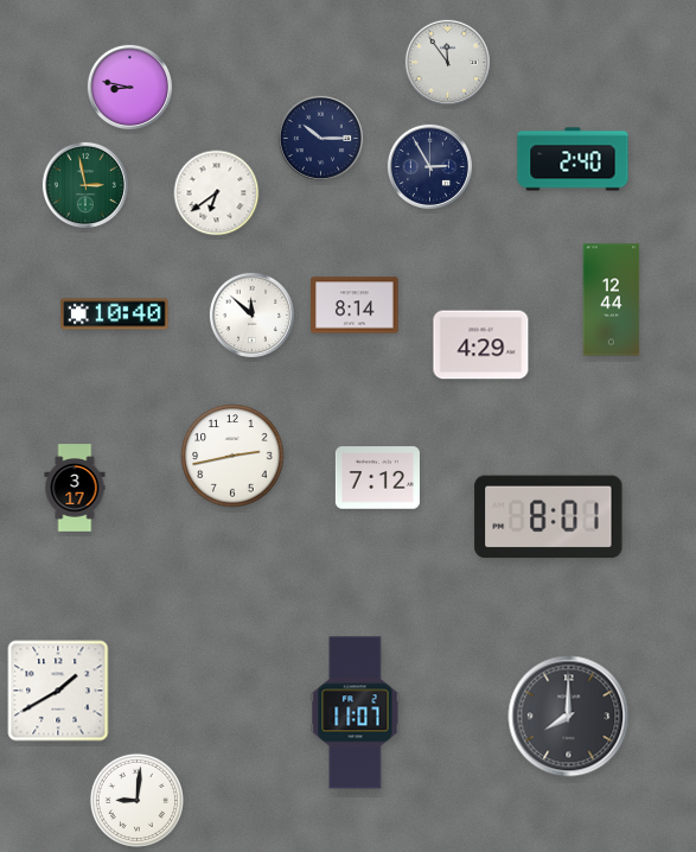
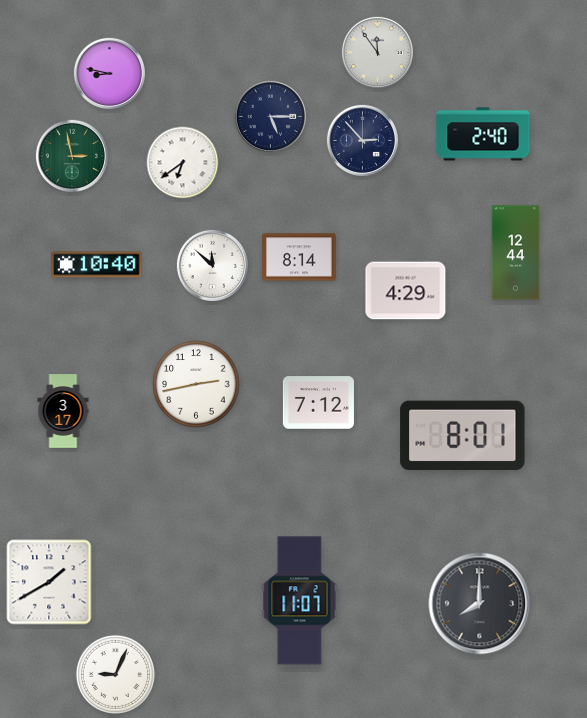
clock at (320, 138): 10:15 -> 5:15
clock at (429, 166): 2:55 -> 2:53
clock at (136, 800): 9:01 -> 9:04
